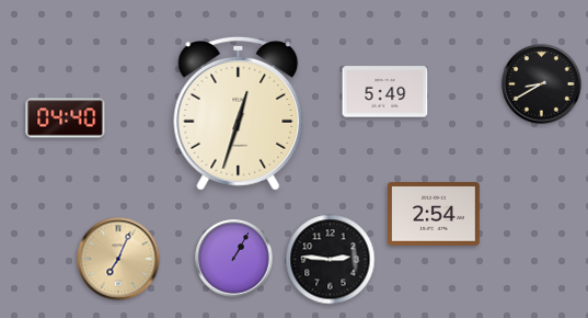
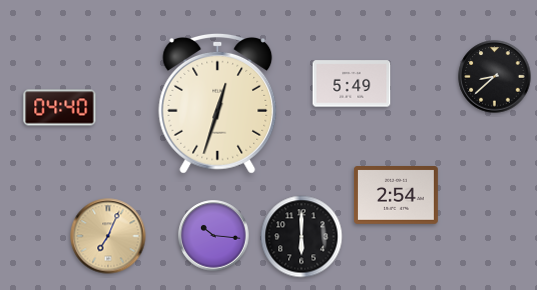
clock at (542, 84): 8:40 -> 8:38
clock at (234, 259): 1:05 -> 10:16
clock at (331, 260): 2:46 -> 6:00
